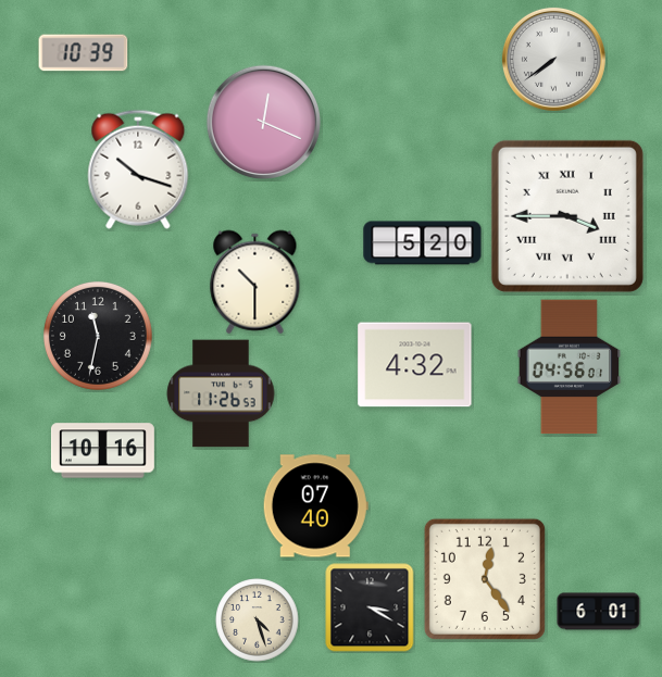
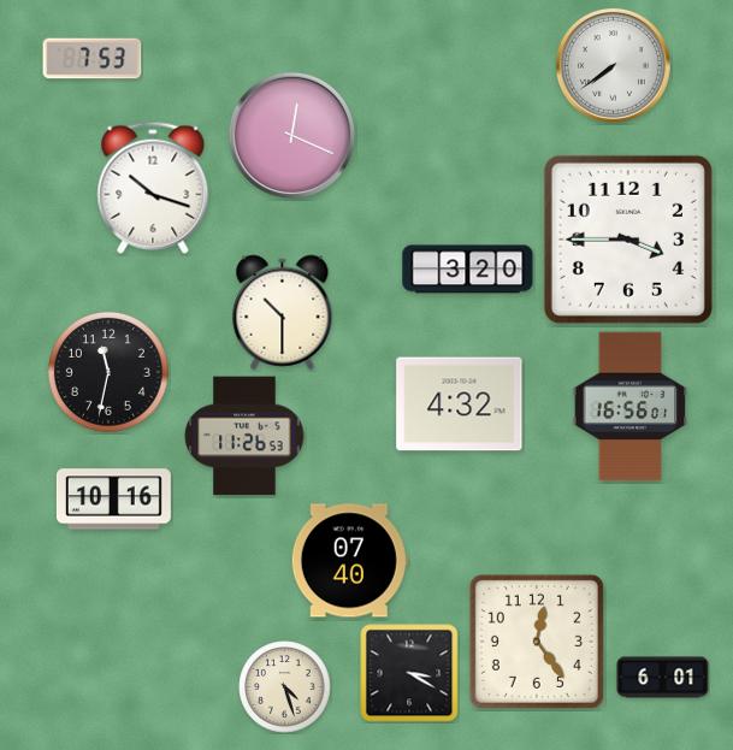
clock at (84, 53): 10:39 -> 7:53
clock at (567, 216) numerals: Roman -> Arabic
clock at (423, 243): 5:20 -> 3:20
clock at (570, 367): 04:56 -> 16:56
